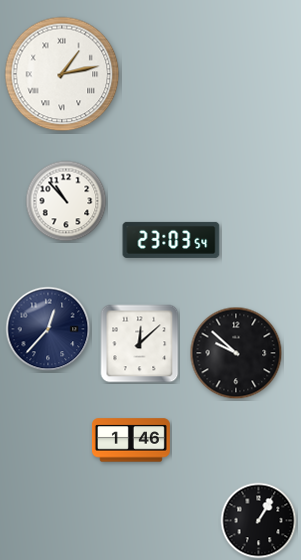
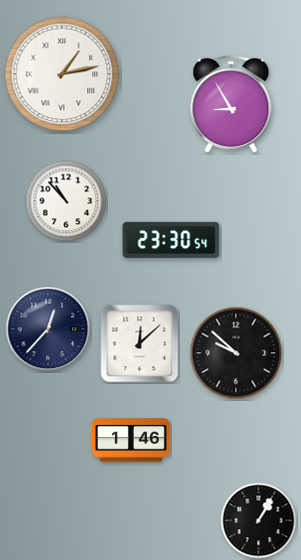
clock at (231, 104): none -> 8:55
clock at (171, 240): 23:03 -> 23:30
